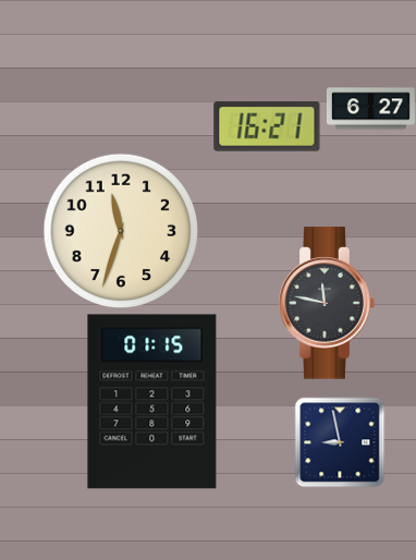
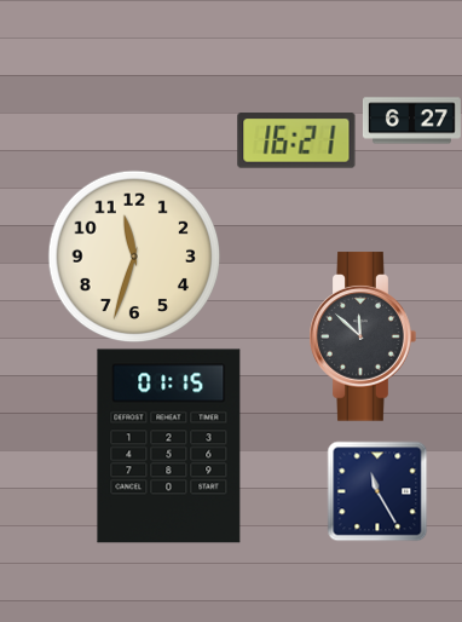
clock at (327, 303): 11:47 -> 11:52
clock at (340, 442): 8:58 -> 11:25
